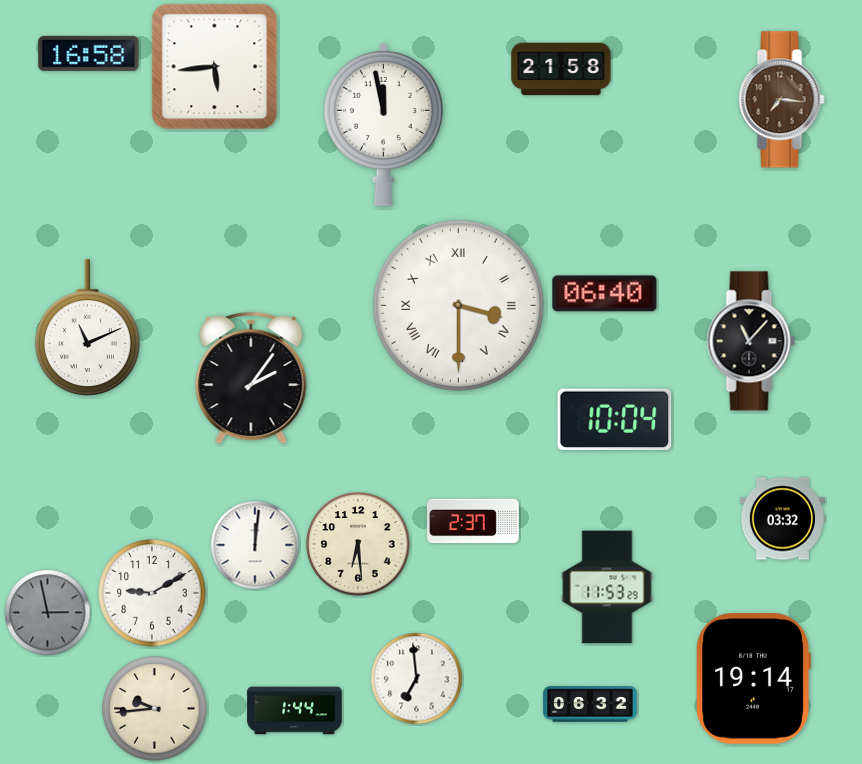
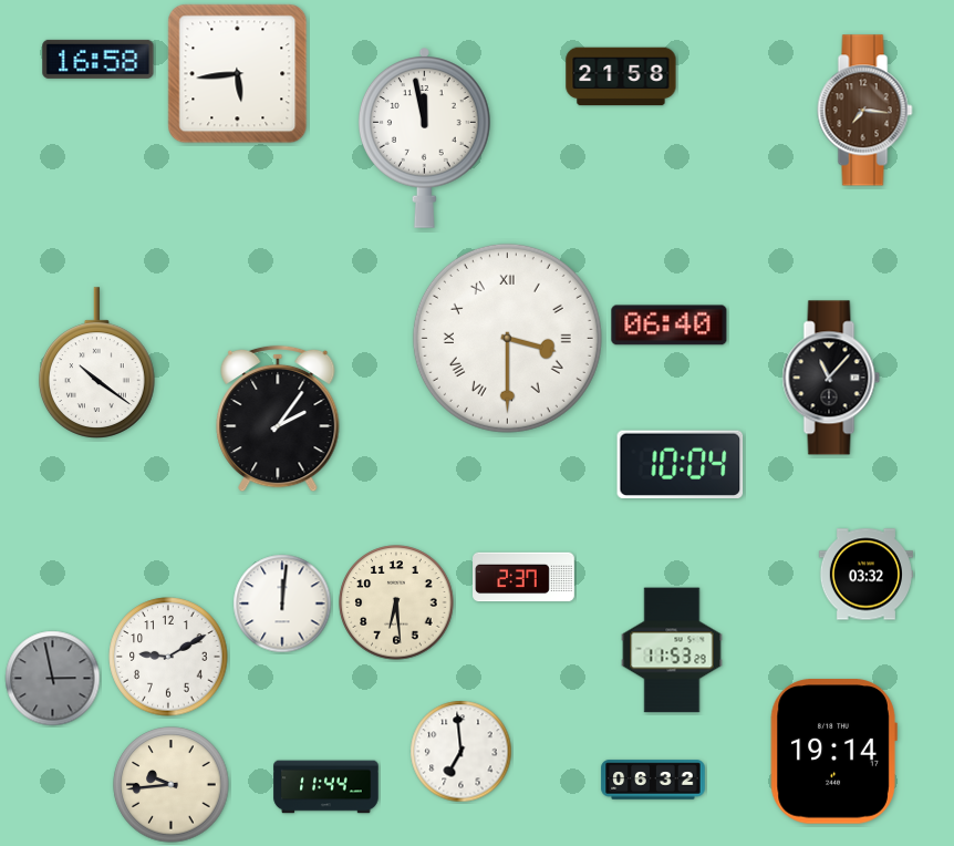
clock at (87, 328): 11:11 -> 10:21
clock at (295, 711): 1:44 -> 11:44
